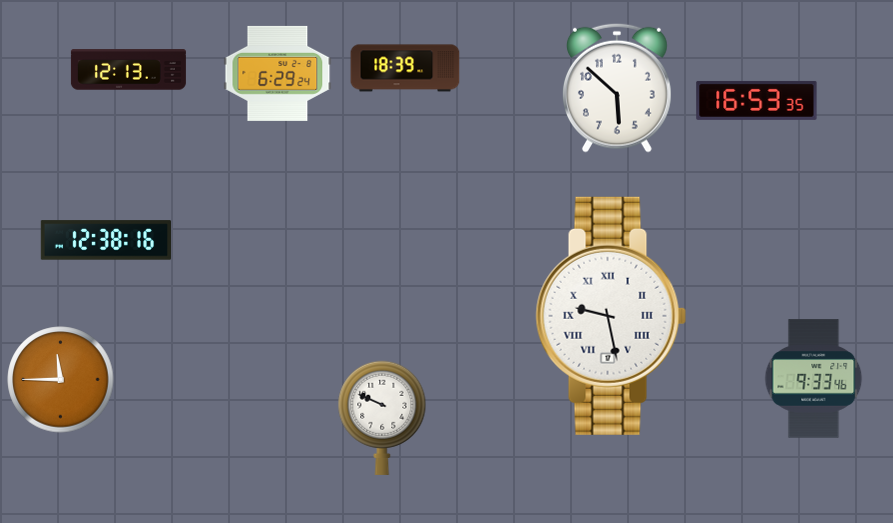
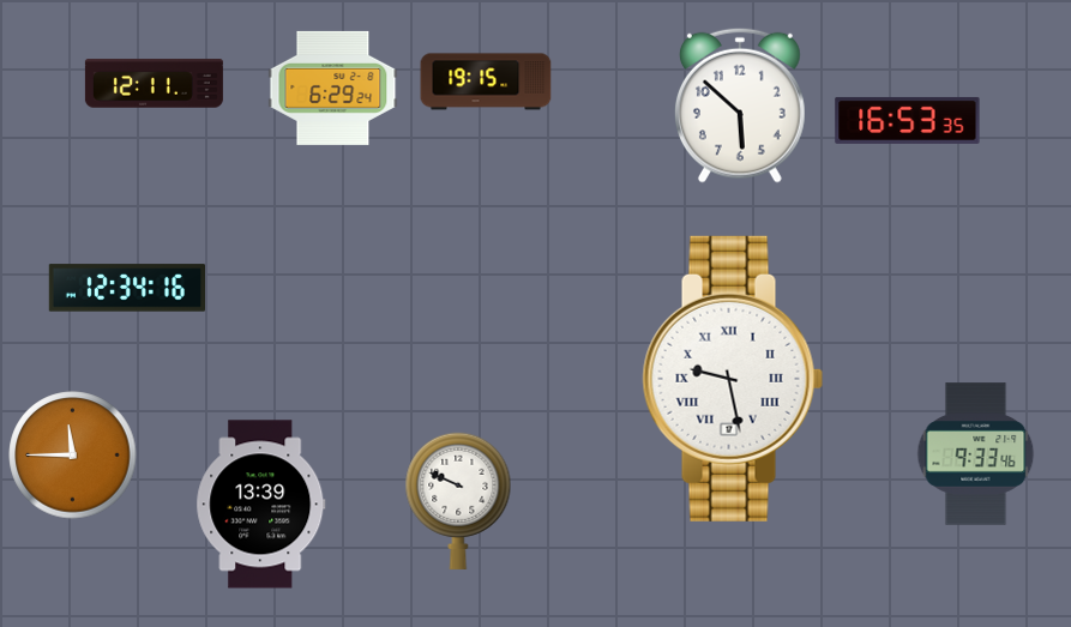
clock at (405, 68): 18:39 -> 19:15
clock at (128, 70): 12:13 -> 12:11
clock at (105, 240): 12:38 -> 12:34
clock at (261, 505): none -> 13:39
